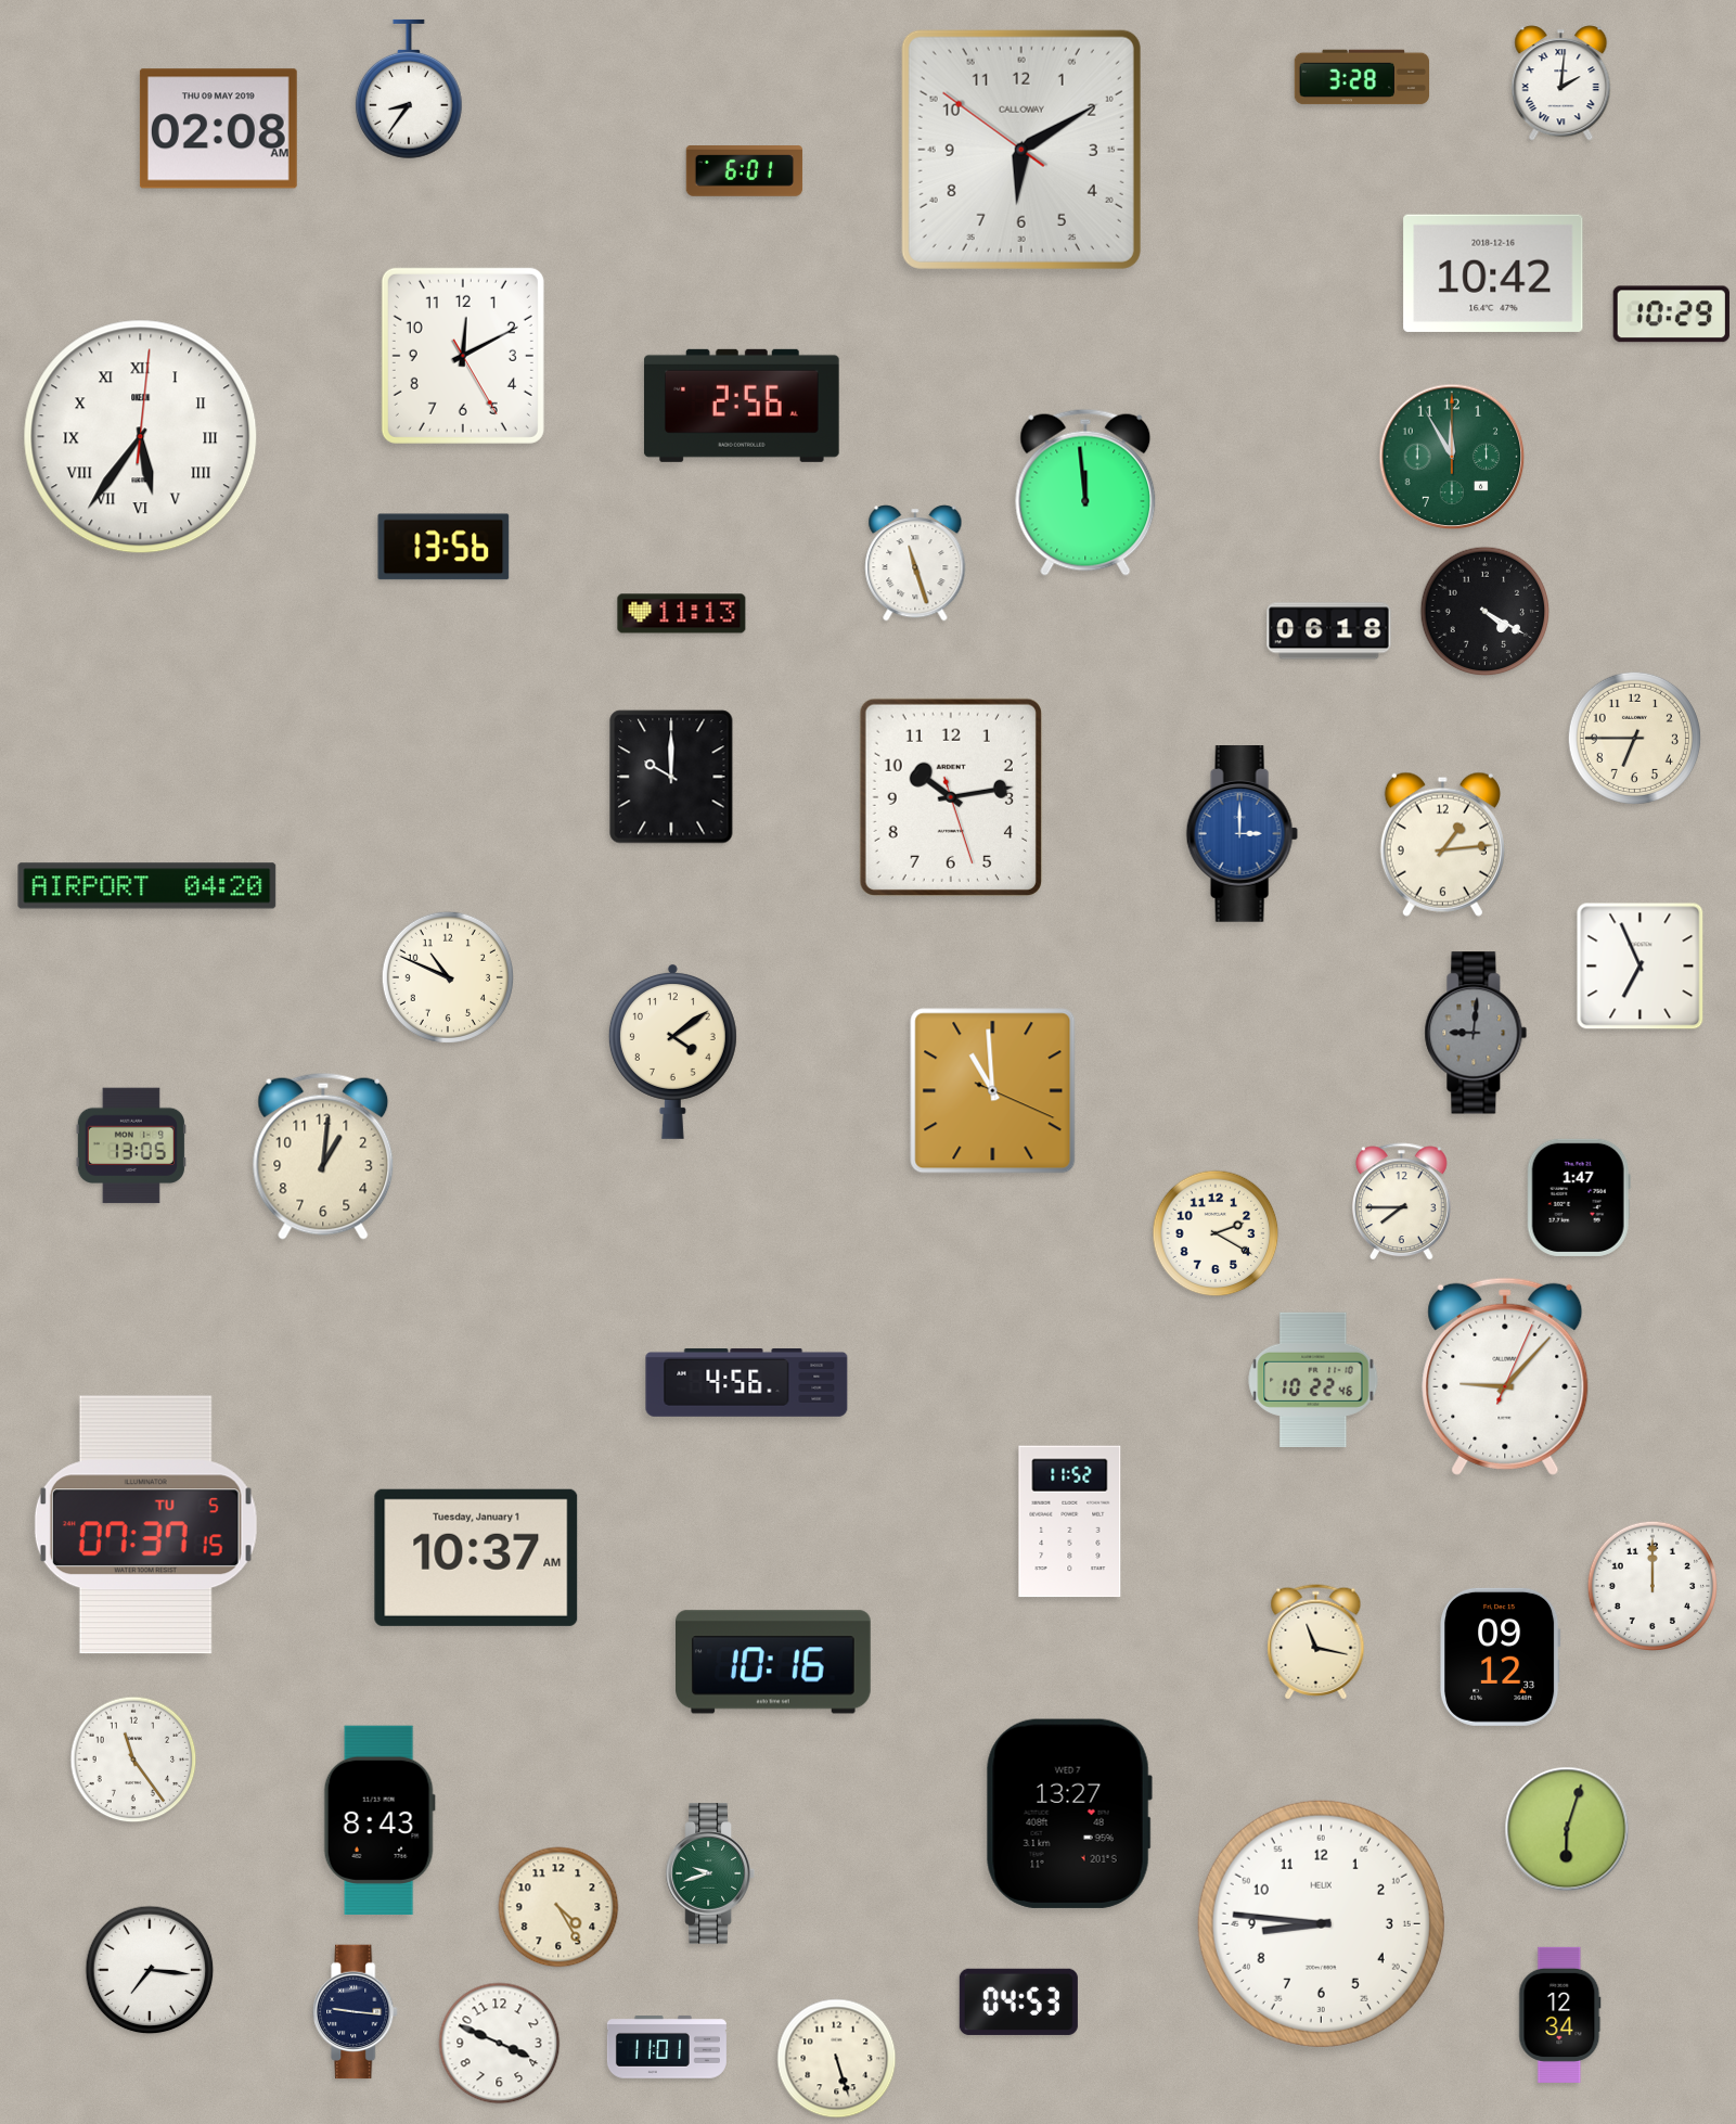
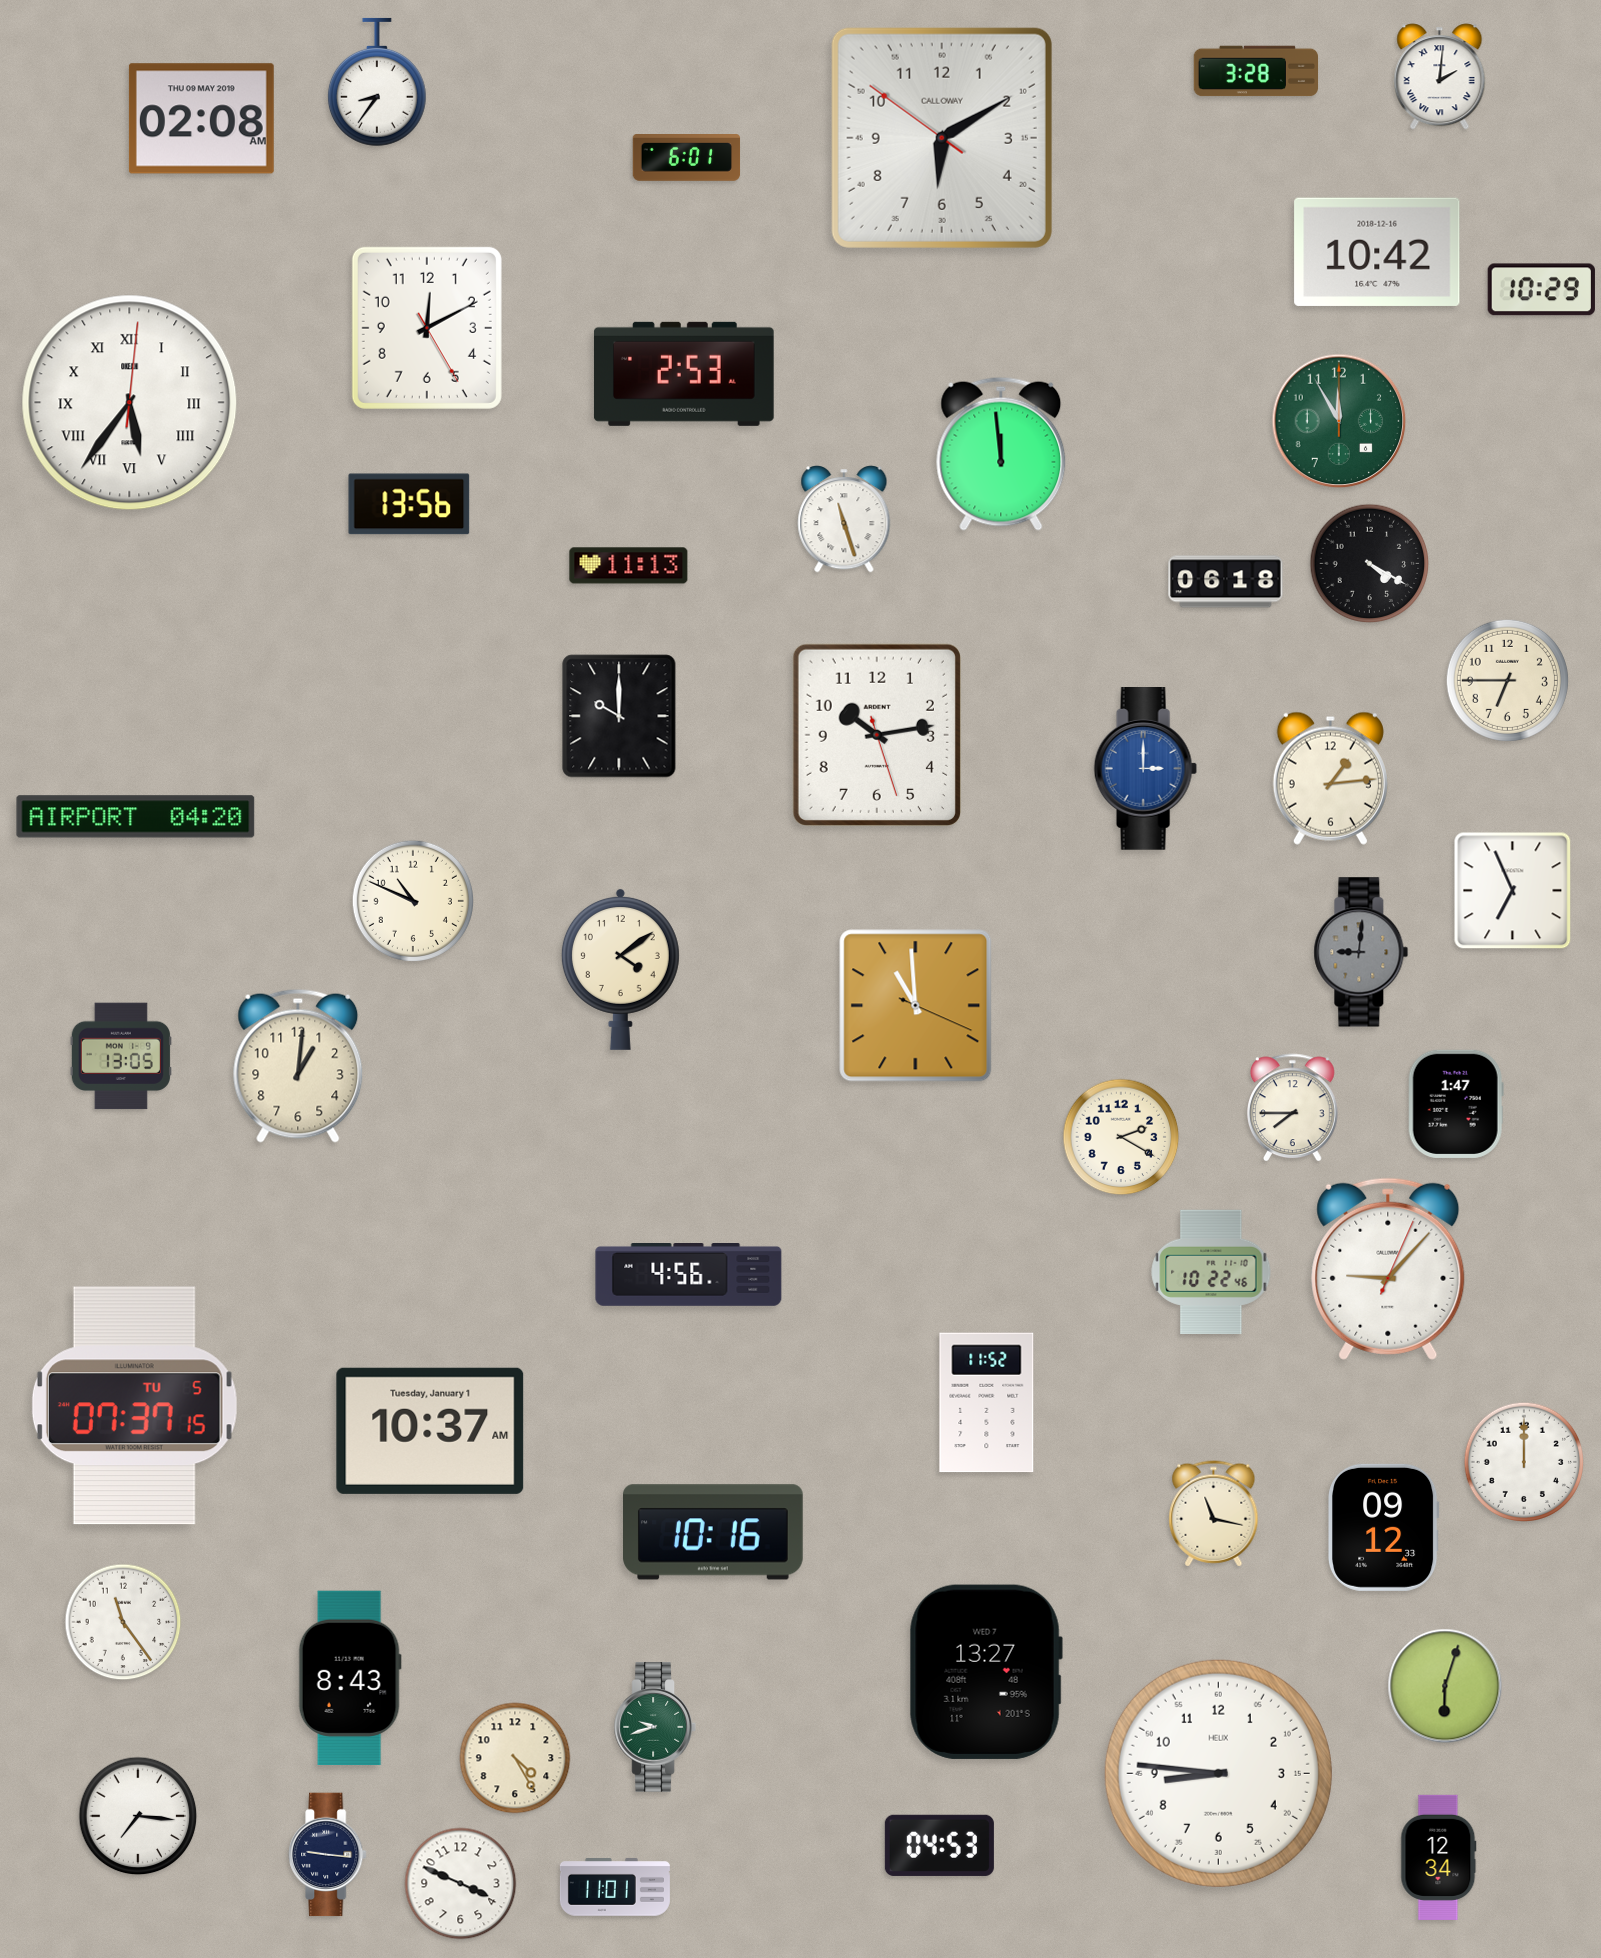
clock at (742, 406): 2:56 -> 2:53
clock at (476, 1558) position: (476, 1558) -> (430, 1431)
clock at (837, 2059): 5:27 -> none
